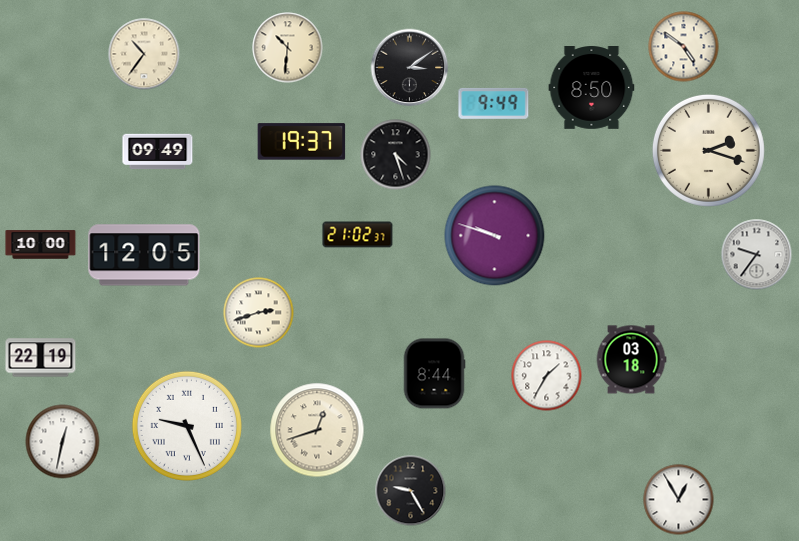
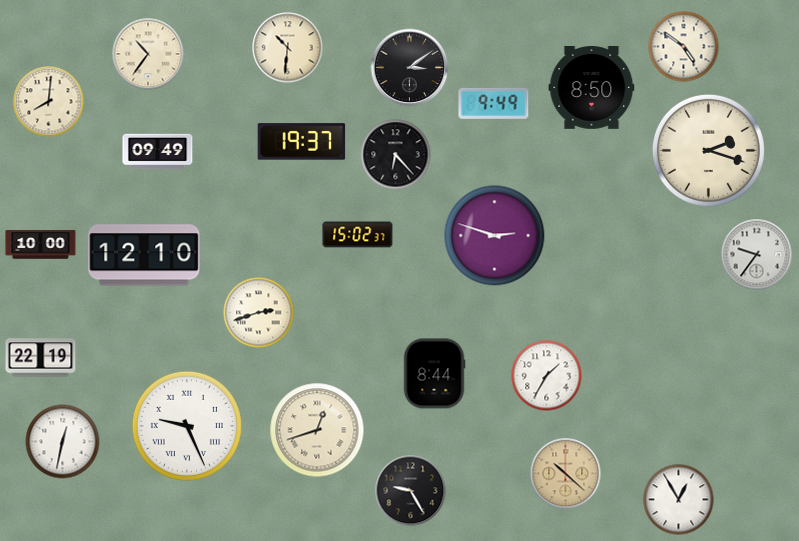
clock at (144, 54) position: (144, 54) -> (148, 54)
clock at (49, 102): none -> 8:01
clock at (396, 155): 4:27 -> 6:23
clock at (358, 235): 21:02 -> 15:02
clock at (495, 236): 9:48 -> 2:48
clock at (144, 255): 12:05 -> 12:10
clock at (631, 360): 03:18 -> none
clock at (566, 474): none -> 10:22
